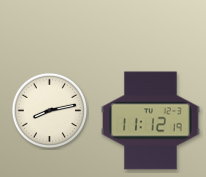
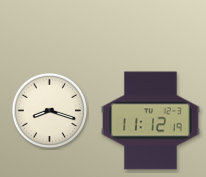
clock at (49, 110): 8:13 -> 8:18
